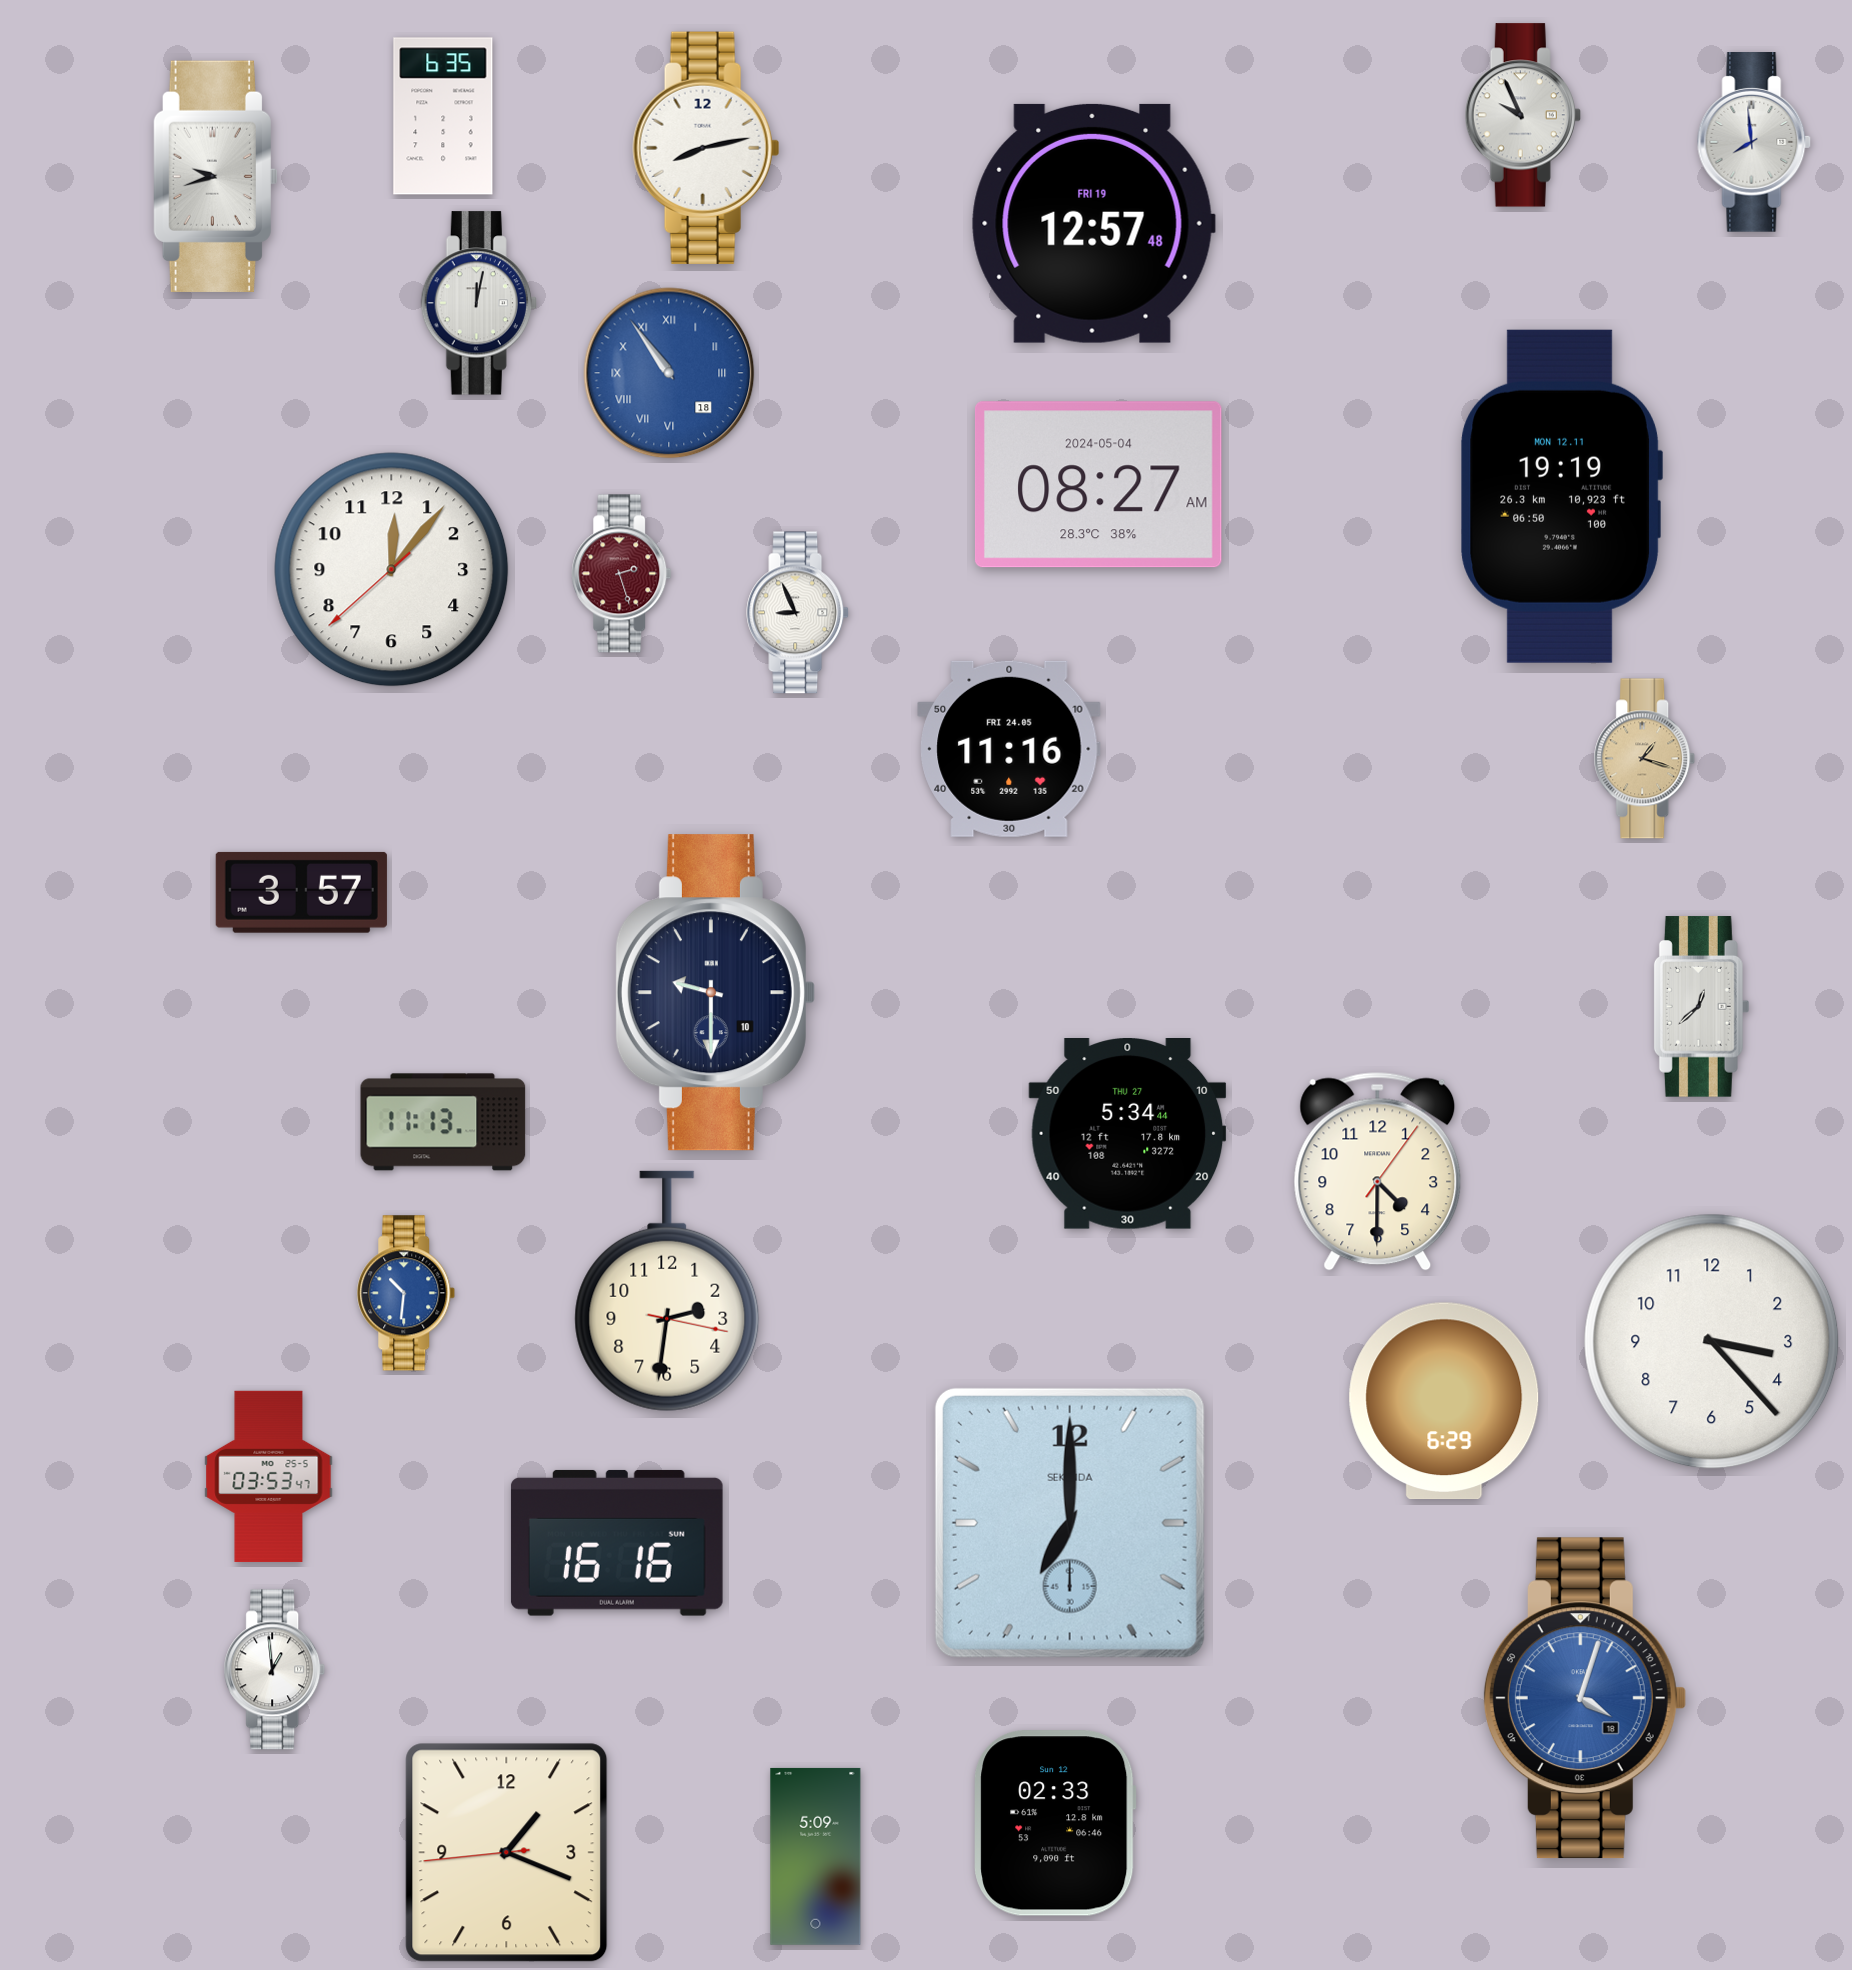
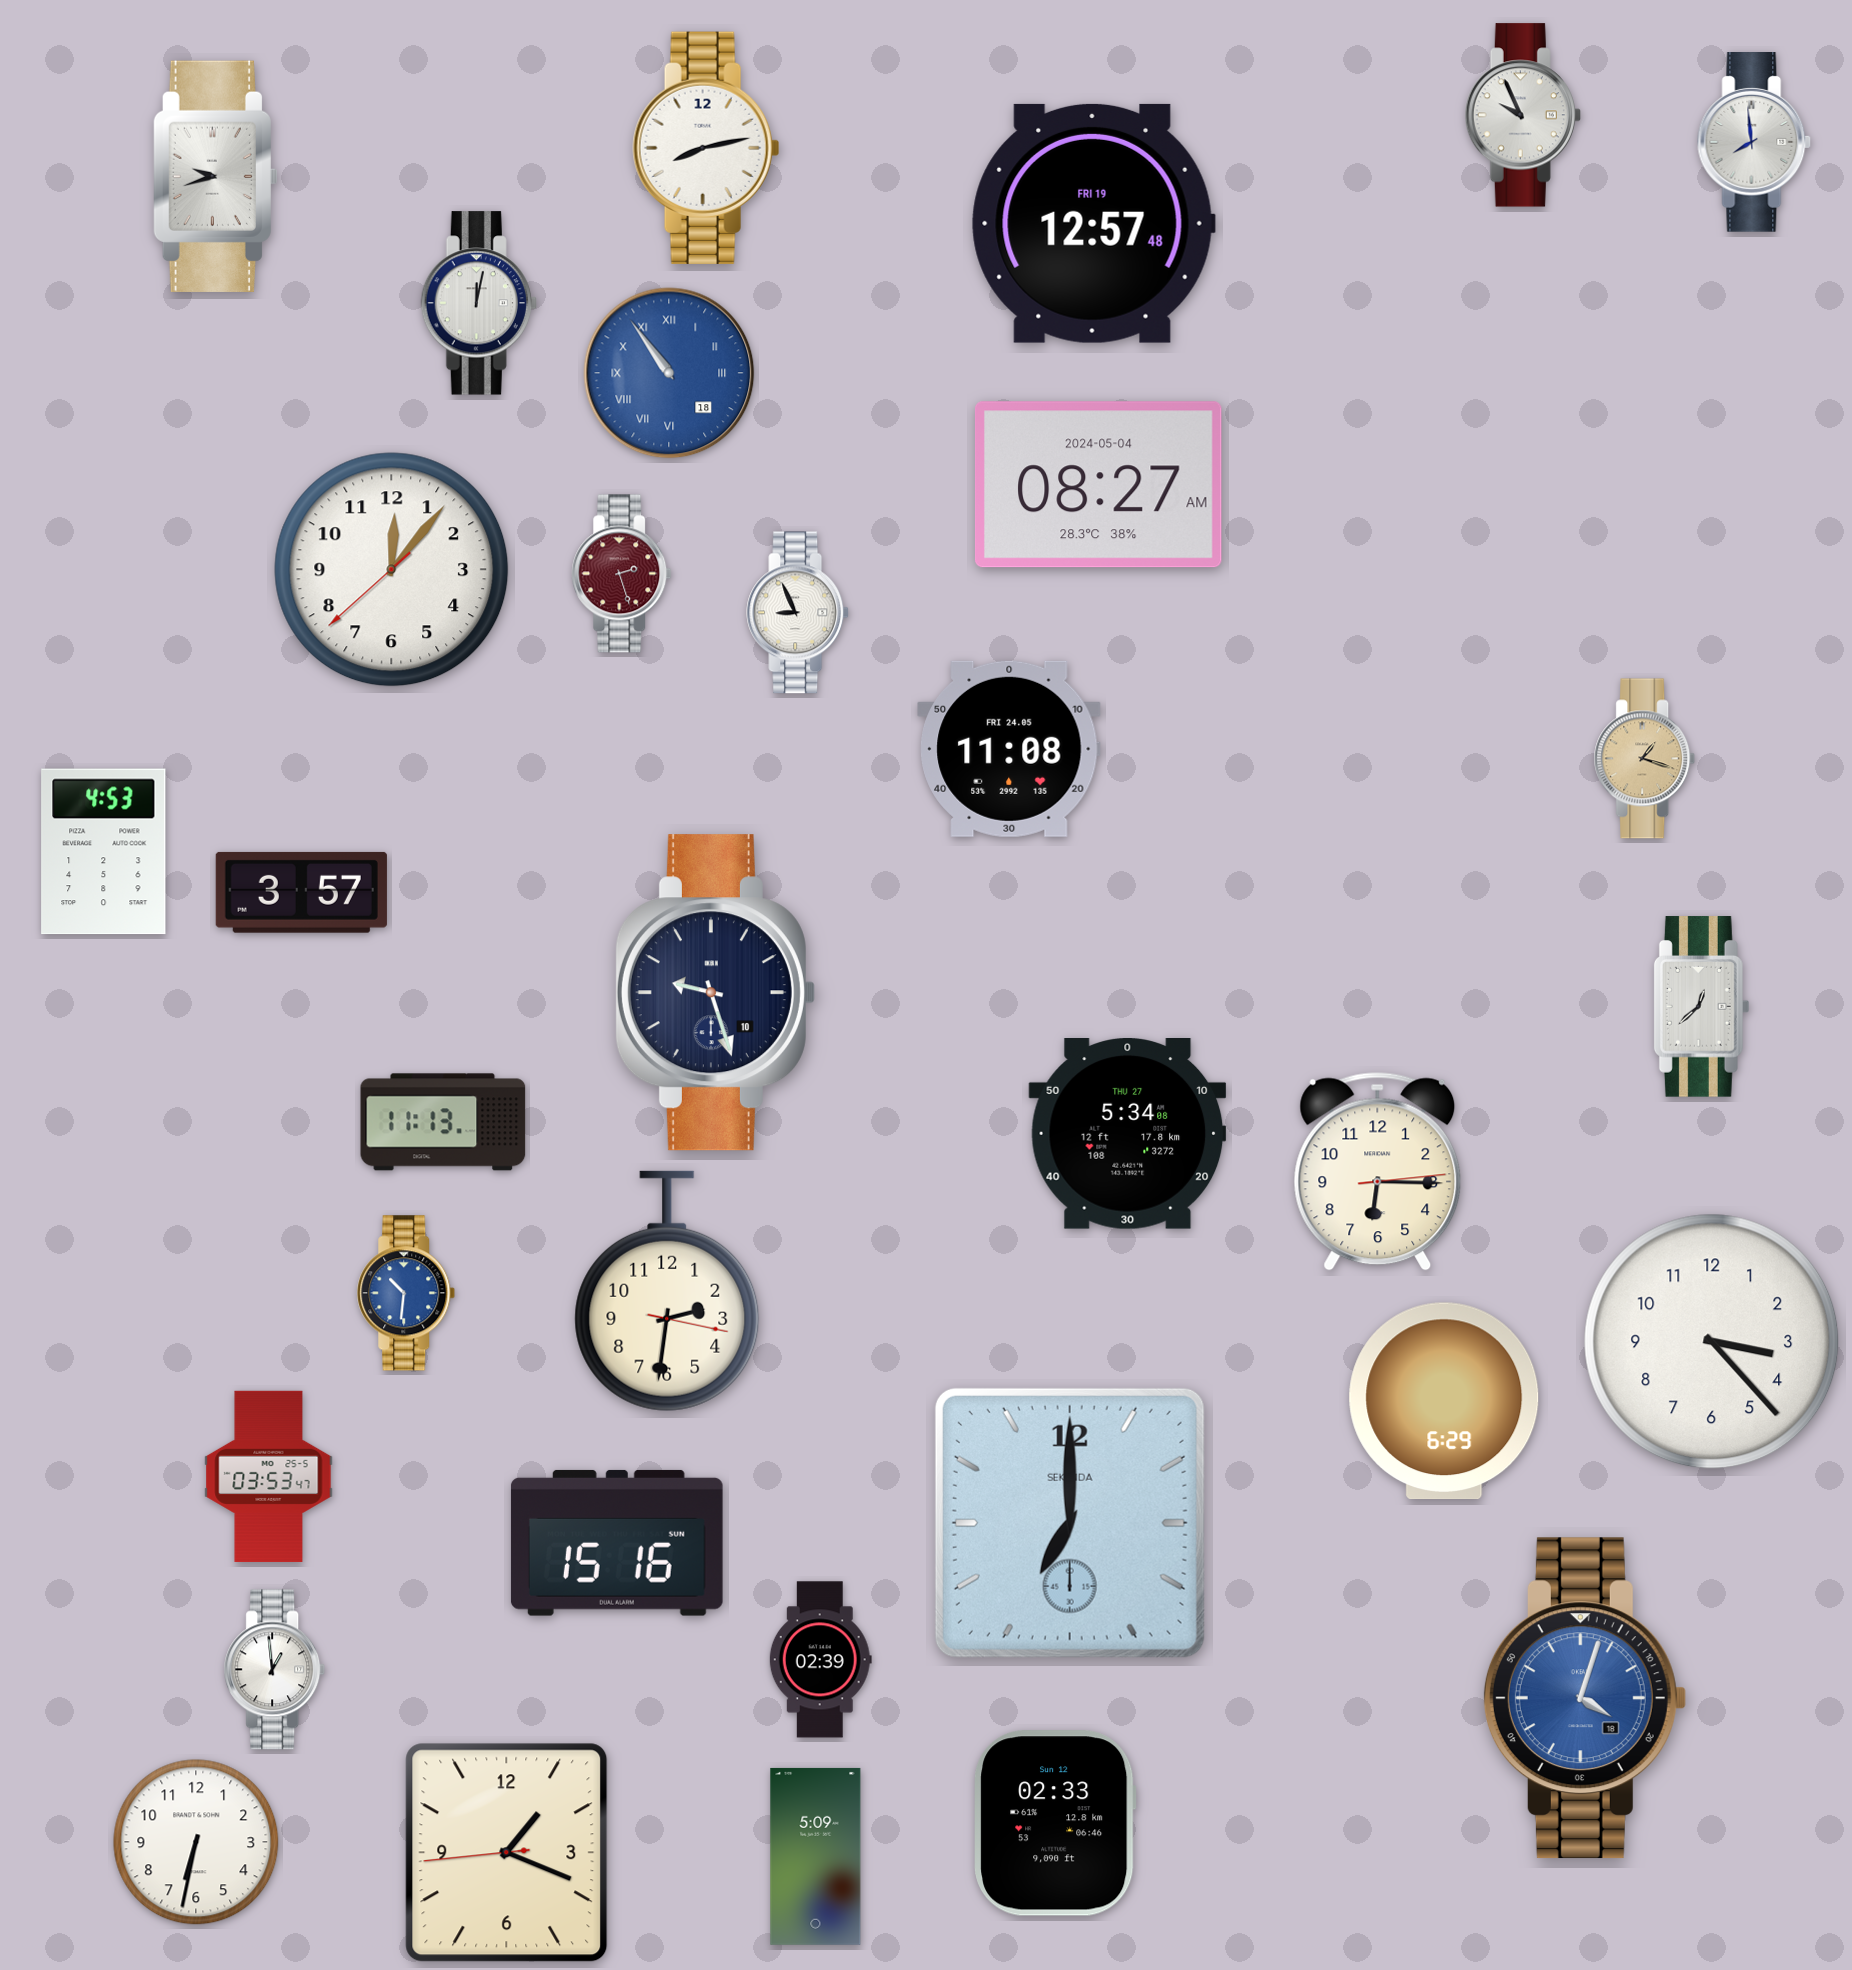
clock at (443, 116): 6:35 -> none
clock at (1561, 496): 19:19 -> none
clock at (1009, 749): 11:16 -> 11:08
clock at (104, 852): none -> 4:53
clock at (715, 993): 9:30 -> 9:27
clock at (1128, 1134): 5:34:44 -> 5:34:08
clock at (1378, 1171): 4:30 -> 6:15
clock at (617, 1543): 16:16 -> 15:16
clock at (820, 1660): none -> 02:39
clock at (196, 1842): none -> 6:32
